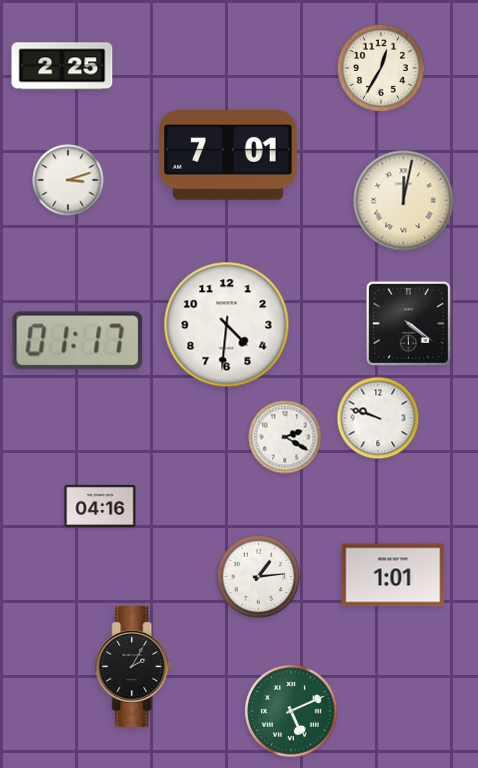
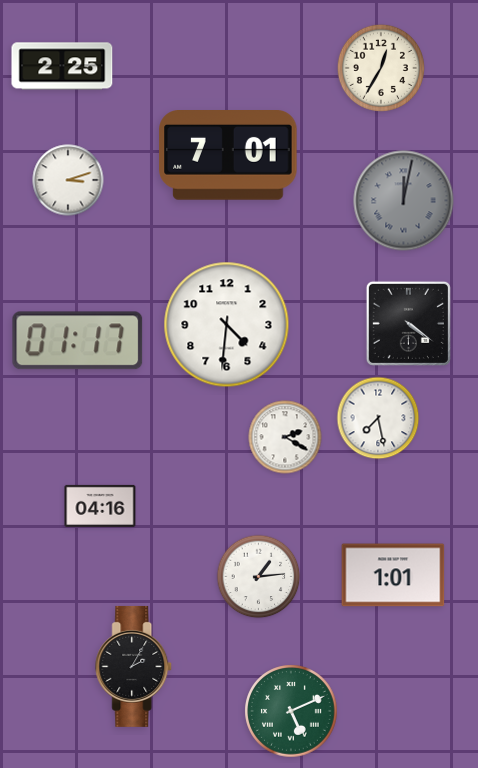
clock at (404, 201) dial: cream -> grey
clock at (378, 418): 9:48 -> 7:28
